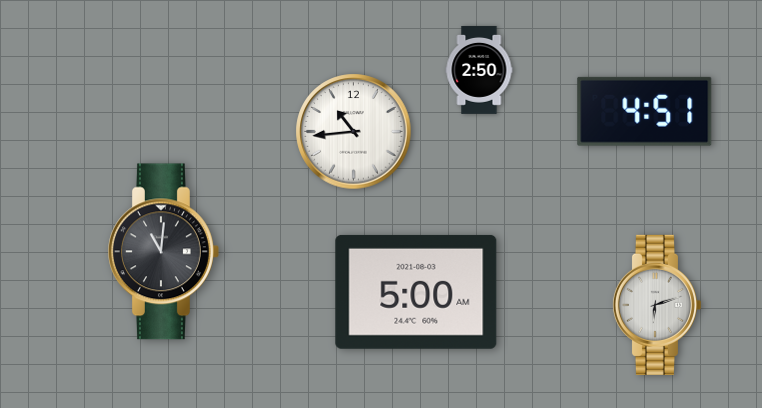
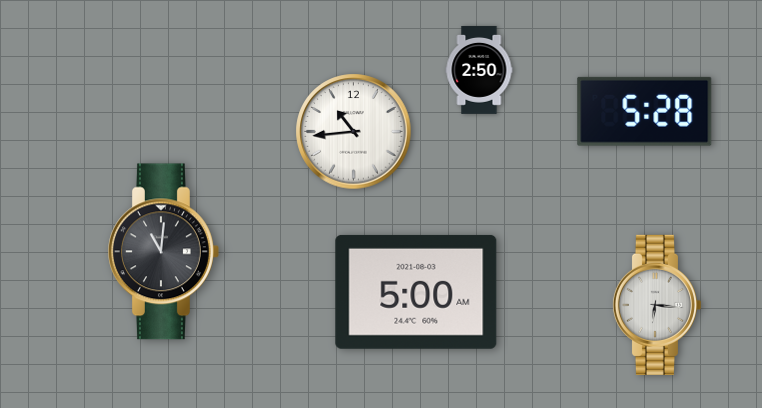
clock at (645, 111): 4:51 -> 5:28
clock at (656, 305): 6:12 -> 6:16
